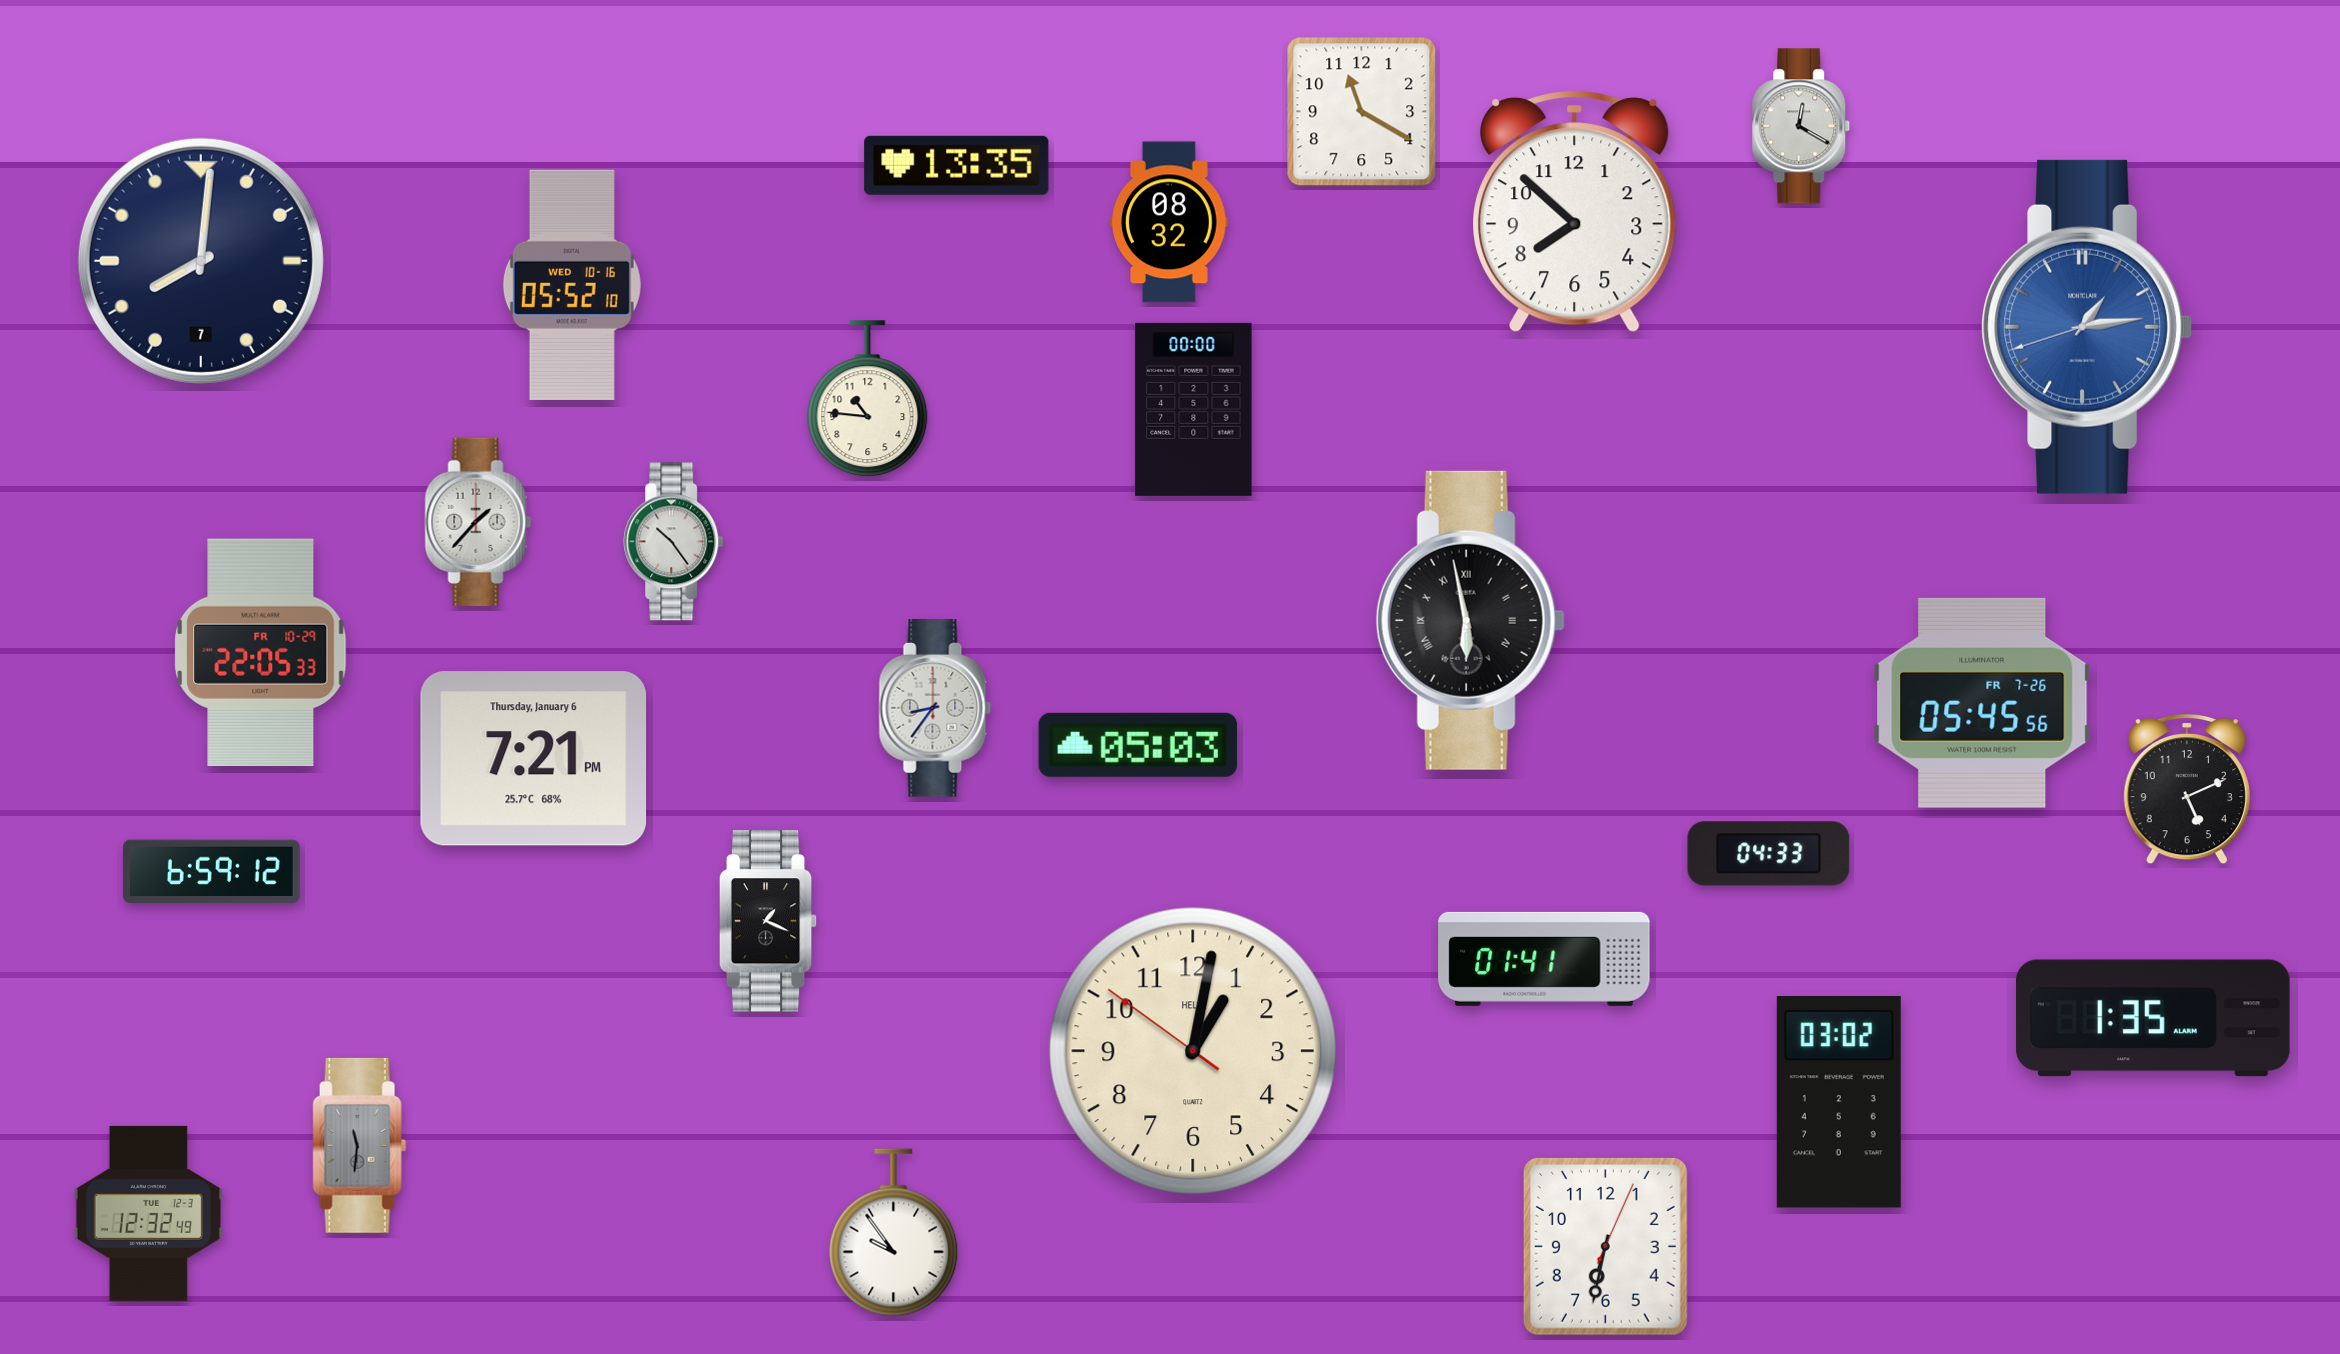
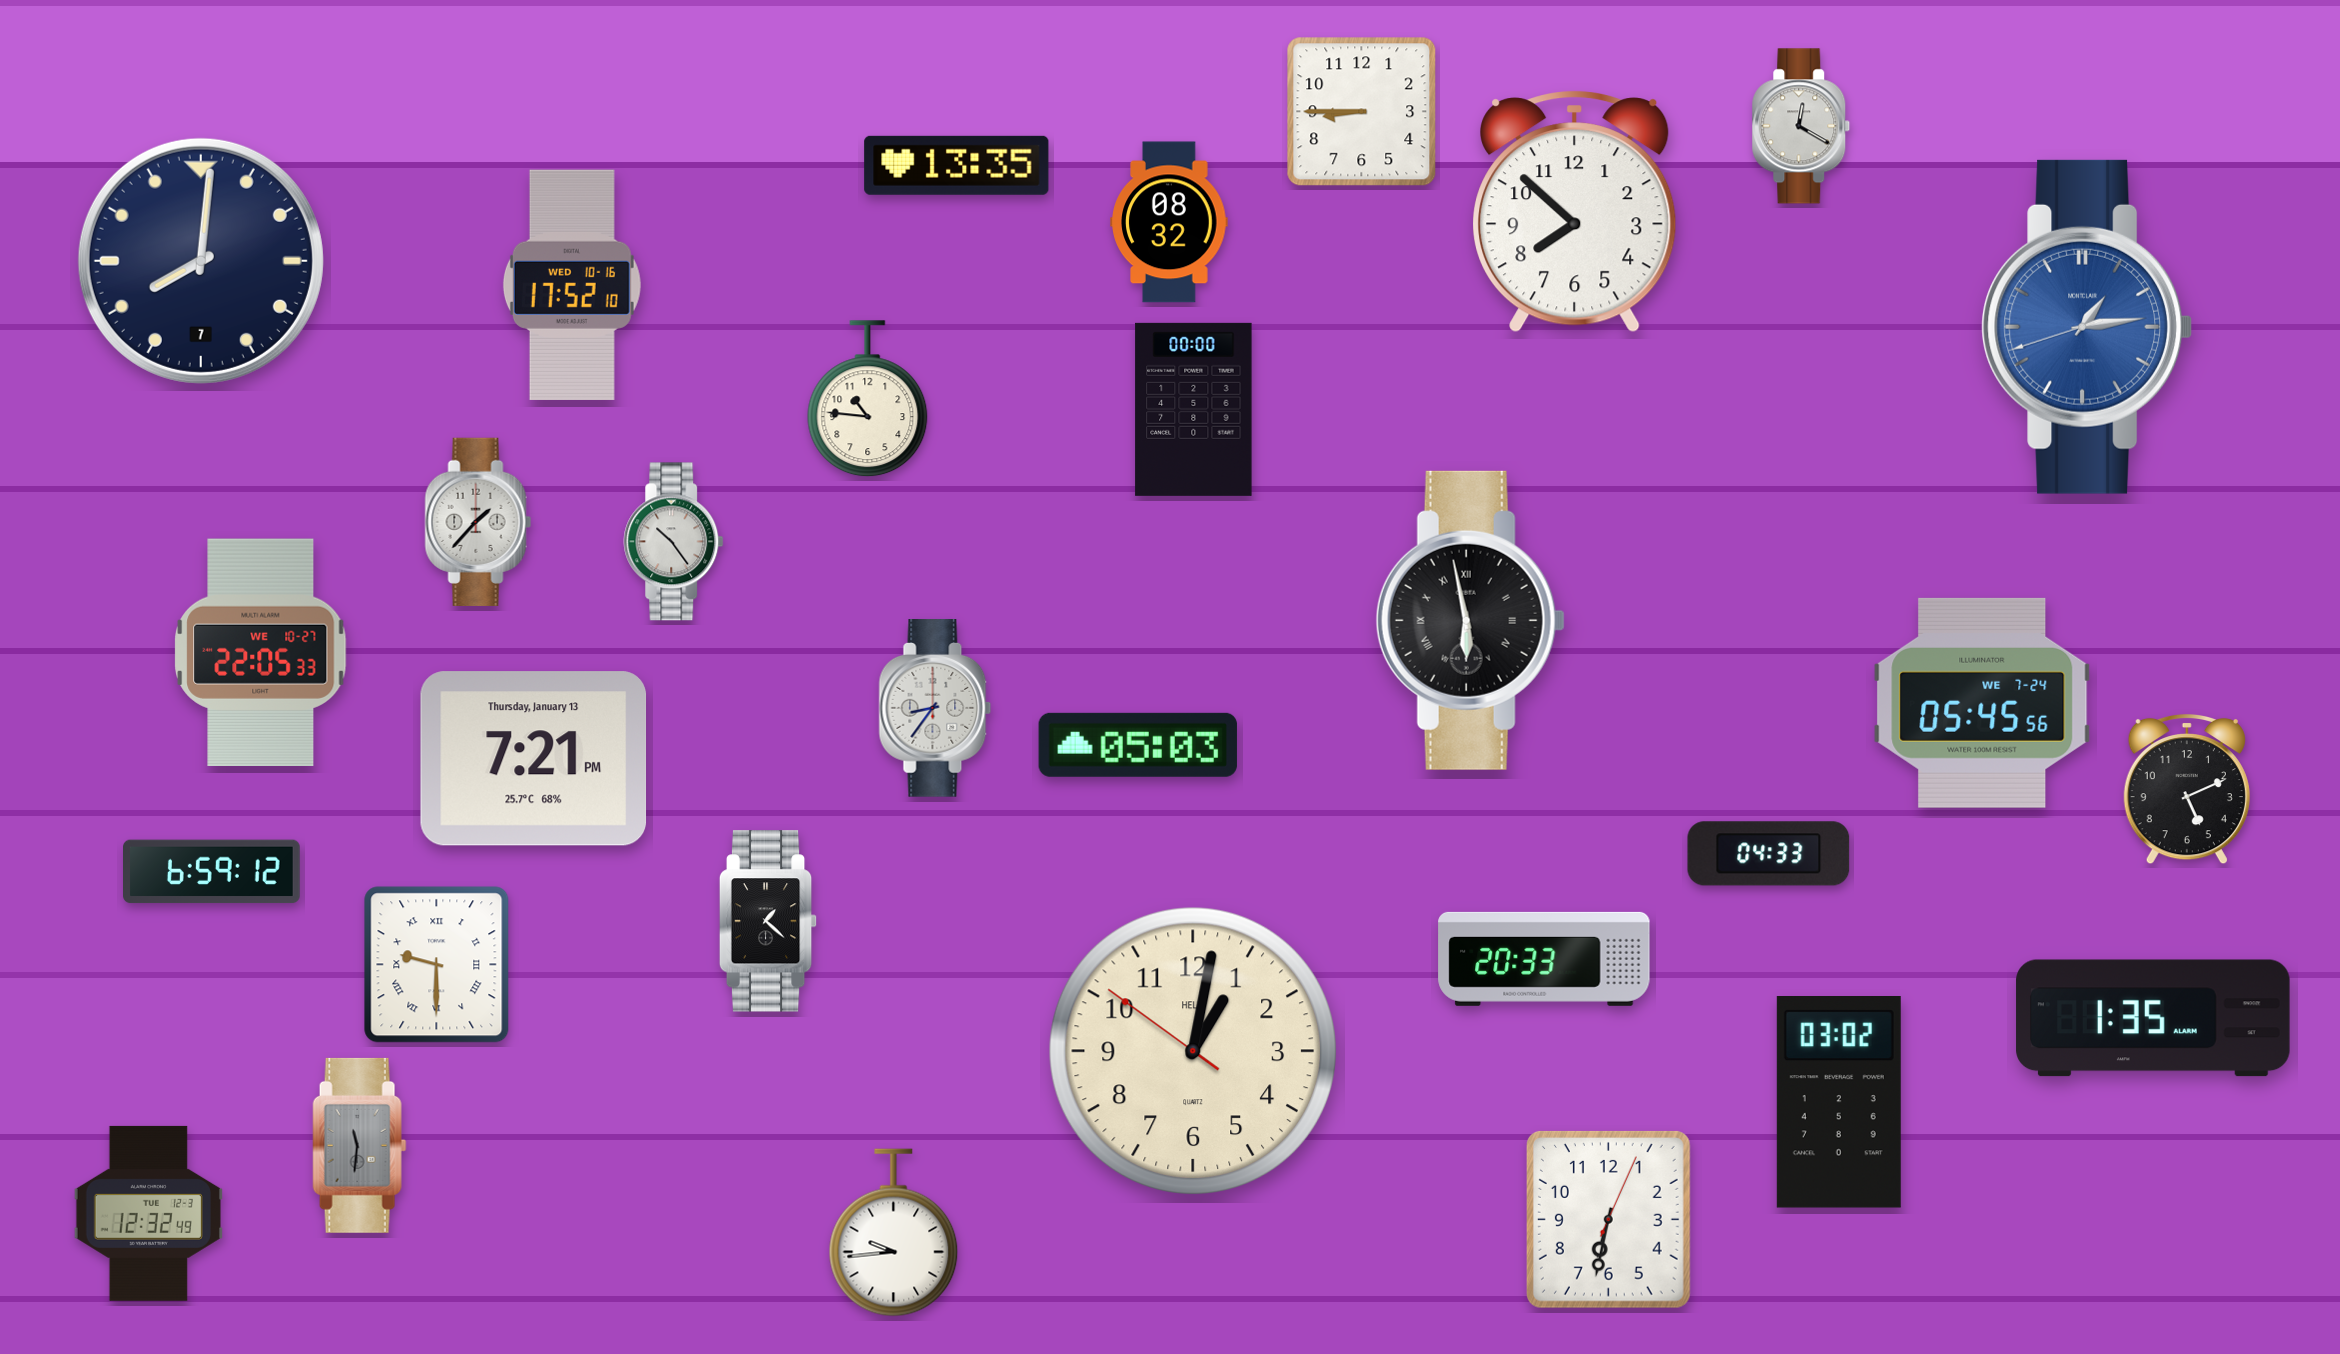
clock at (1362, 112): 11:20 -> 8:45
clock at (572, 285): 05:52 -> 17:52
clock at (261, 652) date: FR 10-29 -> WE 10-27
clock at (1982, 703) date: FR 7-26 -> WE 7-24
clock at (534, 759) date: Thursday, January 6 -> Thursday, January 13
clock at (768, 921): 1:19 -> 1:22
clock at (1544, 959): 01:41 -> 20:33
clock at (437, 965): none -> 9:30
clock at (894, 1233): 9:54 -> 9:44
clock at (1605, 1246) position: (1605, 1246) -> (1608, 1219)
